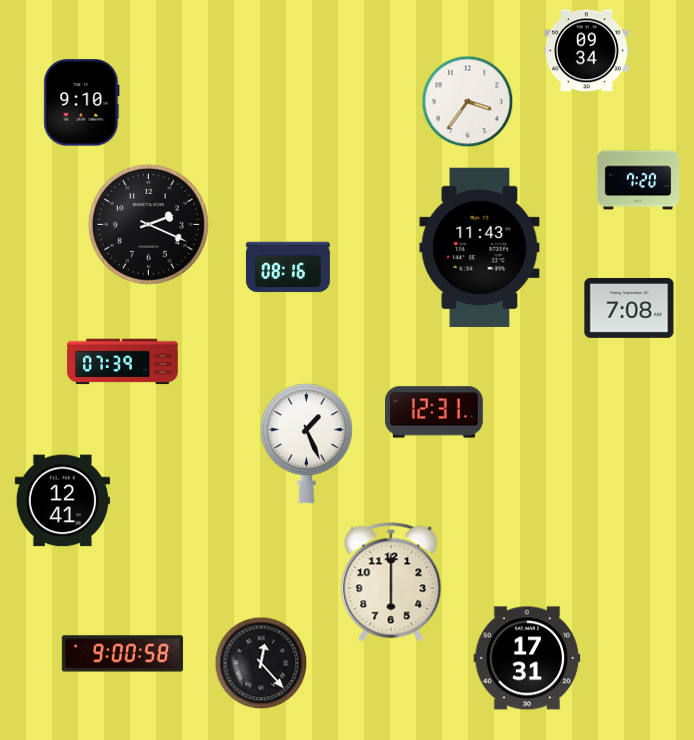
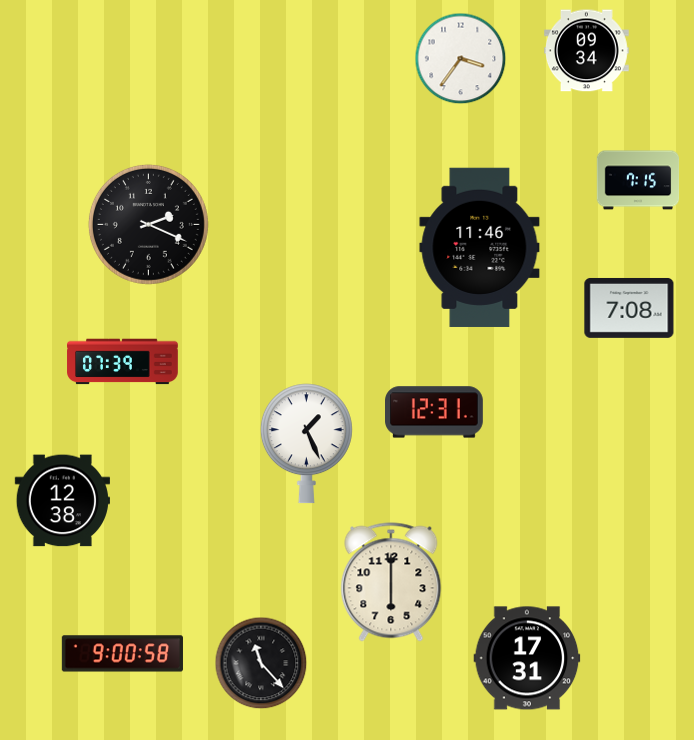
clock at (468, 102) position: (468, 102) -> (461, 59)
clock at (82, 103): 9:10 -> none
clock at (638, 180): 7:20 -> 7:15
clock at (480, 247): 11:43 -> 11:46
clock at (288, 267): 08:16 -> none
clock at (62, 501): 12:41 -> 12:38
clock at (261, 663): 12:23 -> 11:23
